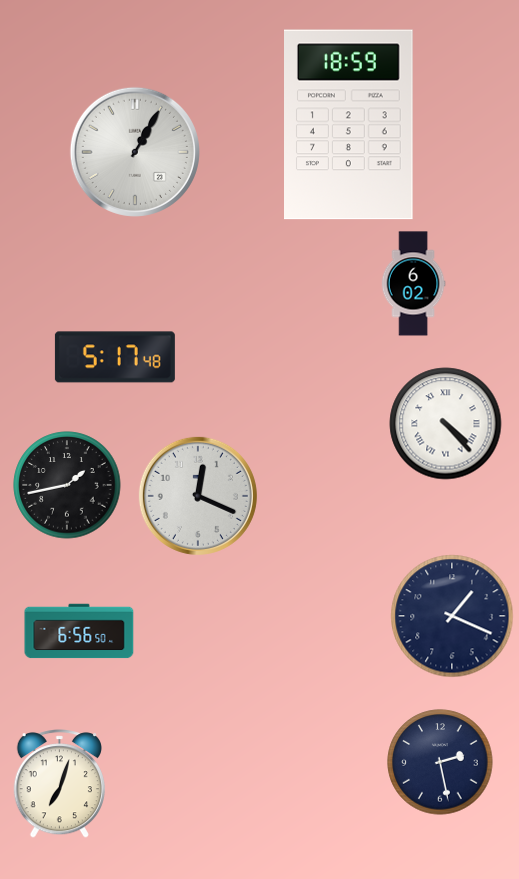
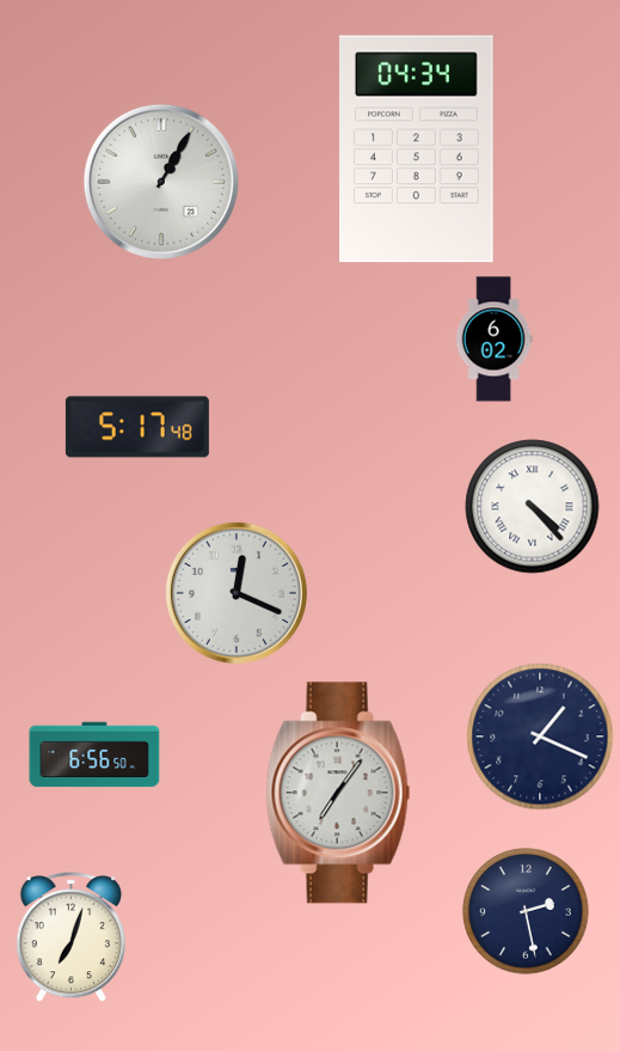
clock at (349, 125): 18:59 -> 04:34
clock at (67, 485): 1:43 -> none
clock at (338, 793): none -> 7:06
